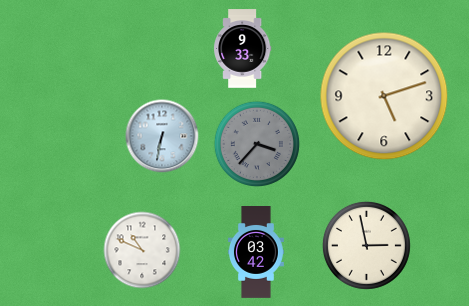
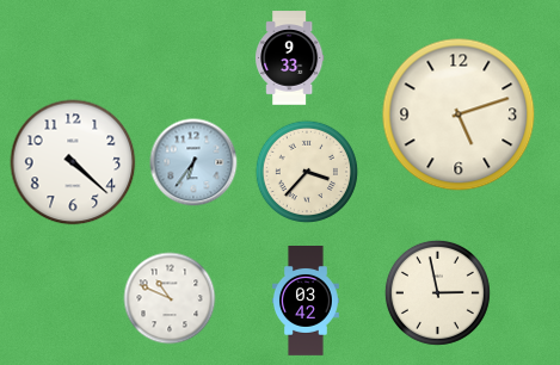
clock at (73, 162): none -> 4:22
clock at (162, 136): 6:32 -> 6:36
clock at (257, 144) dial: grey -> cream
